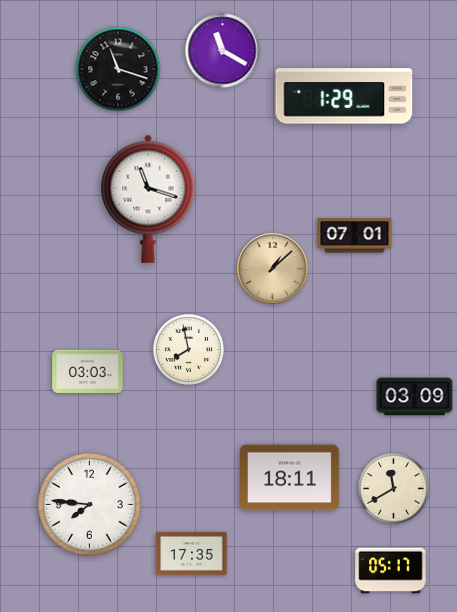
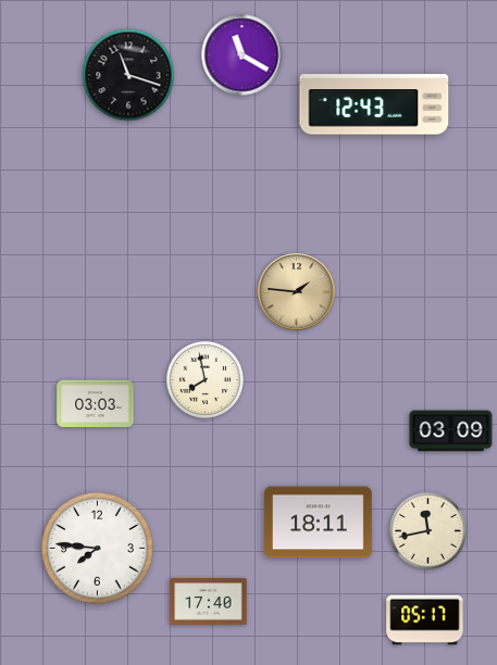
clock at (344, 96): 1:29 -> 12:43
clock at (148, 199): 11:18 -> none
clock at (355, 236): 07:01 -> none
clock at (273, 269): 1:08 -> 1:46
clock at (290, 478) position: (290, 478) -> (319, 523)
clock at (393, 488): 11:40 -> 11:43
clock at (192, 554): 17:35 -> 17:40
